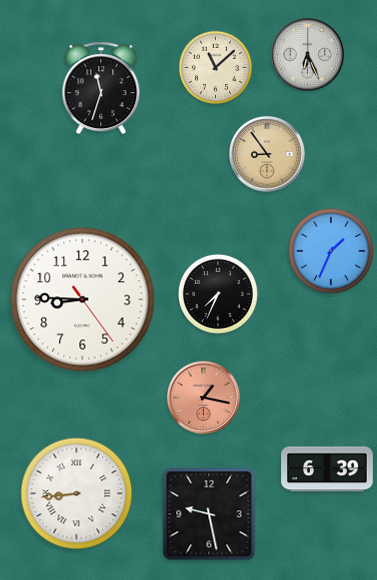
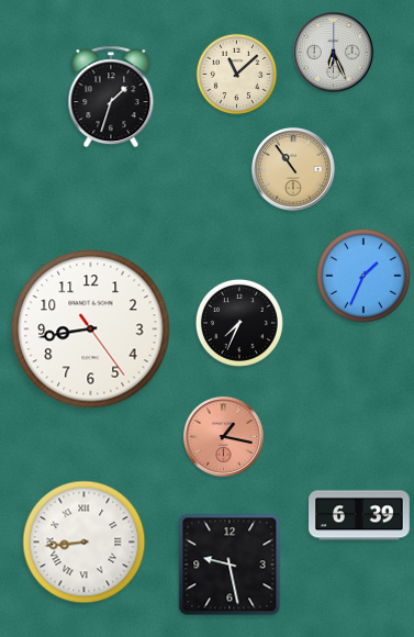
clock at (308, 55) position: (308, 55) -> (334, 53)
clock at (101, 88): 11:33 -> 1:33
clock at (268, 155): 8:54 -> 10:54
clock at (83, 300): 8:45 -> 8:43
